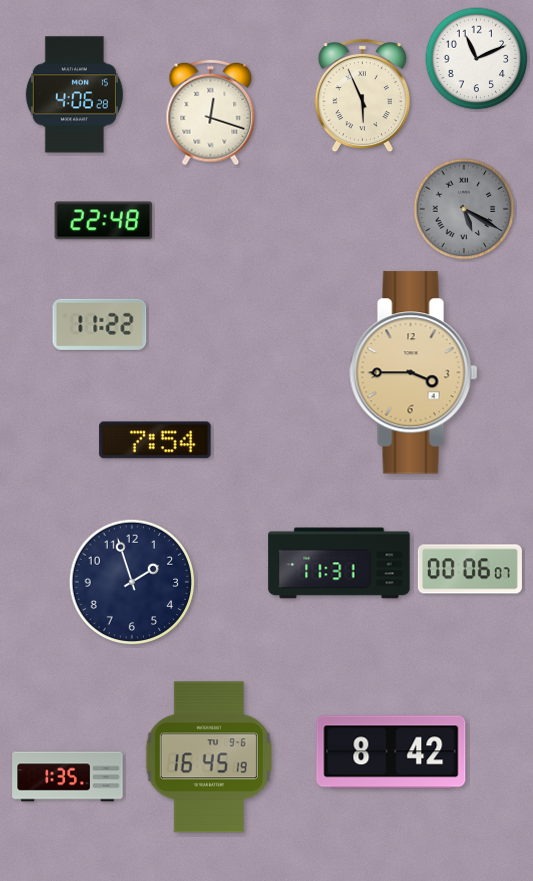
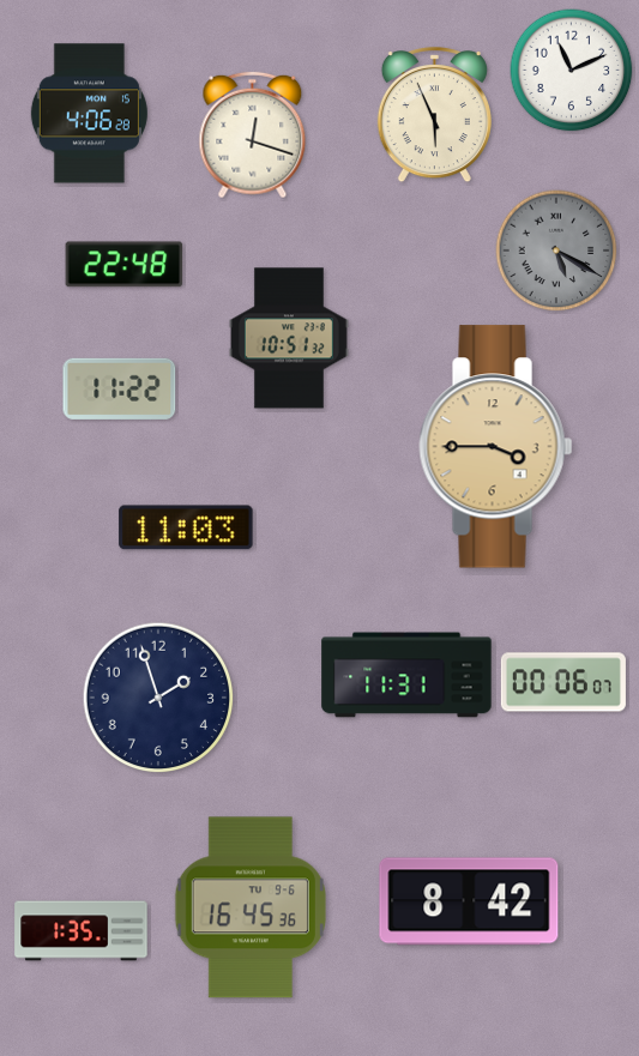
clock at (289, 338): none -> 10:51
clock at (155, 440): 7:54 -> 11:03
clock at (209, 757): 16:45:19 -> 16:45:36
